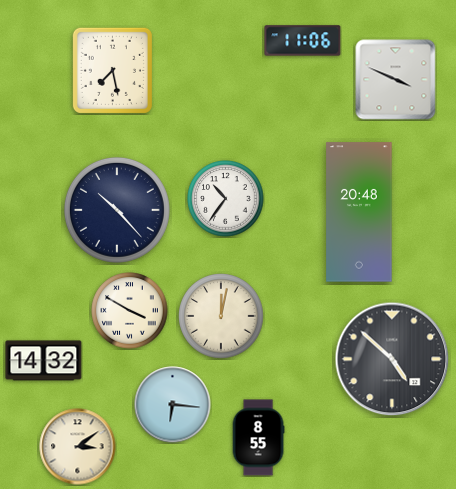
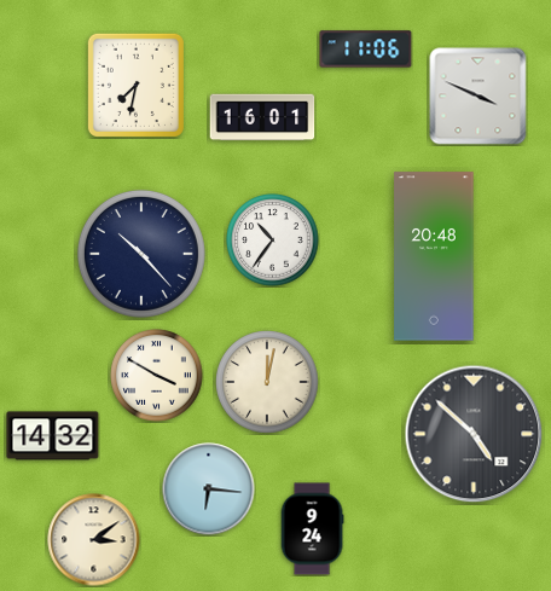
clock at (112, 70): 7:28 -> 7:32
clock at (262, 117): none -> 16:01
clock at (258, 438): 8:55 -> 9:24
